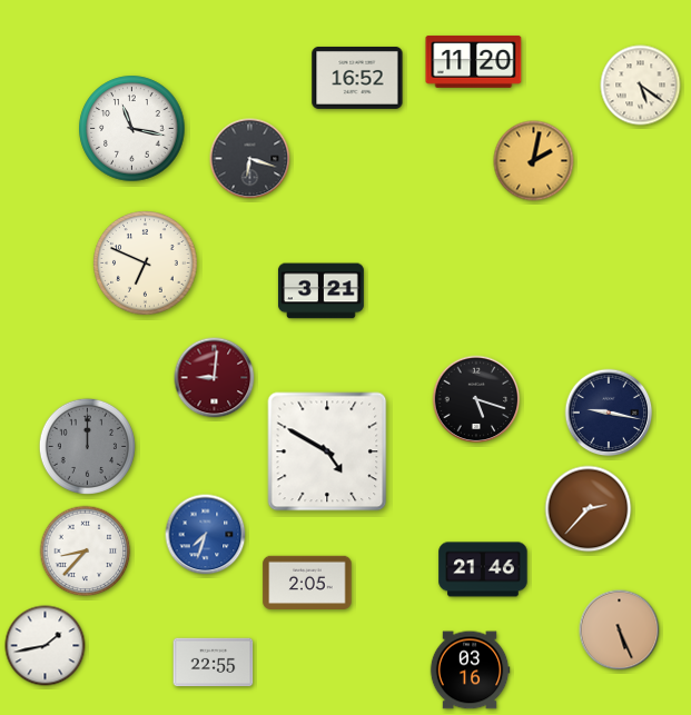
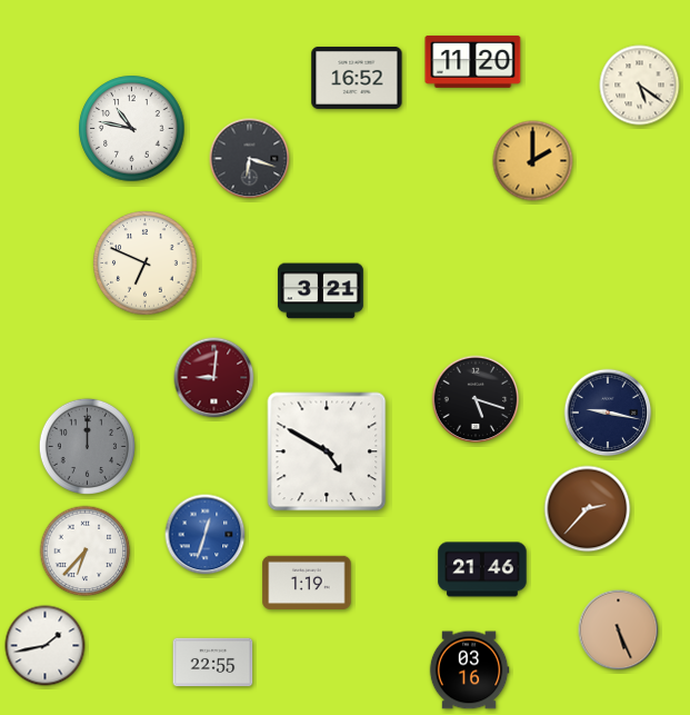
clock at (132, 129): 11:17 -> 10:47
clock at (534, 161): 2:02 -> 2:00
clock at (206, 535): 7:33 -> 12:33
clock at (86, 552): 8:37 -> 6:37
clock at (307, 582): 2:05 -> 1:19
